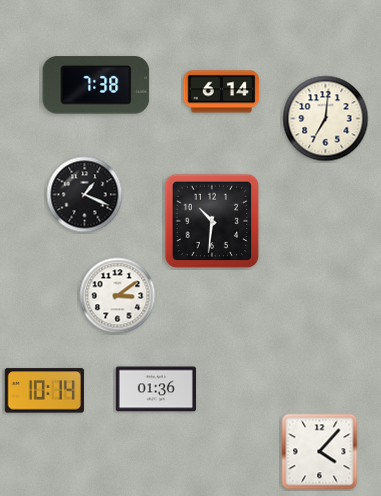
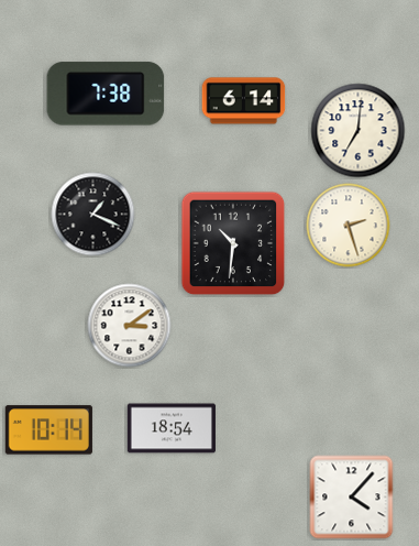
clock at (349, 226): none -> 2:27
clock at (156, 389): 01:36 -> 18:54
